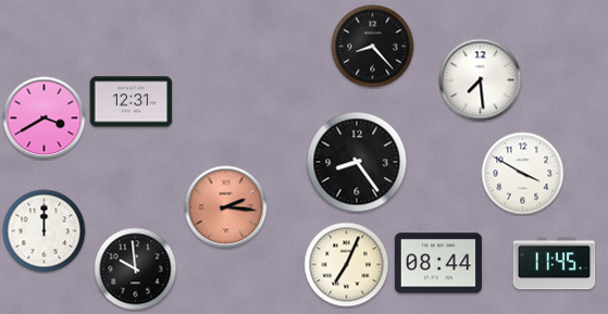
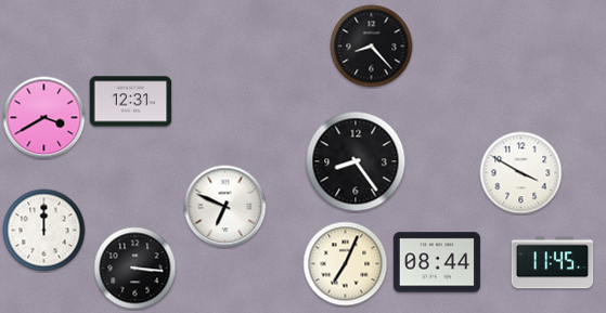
clock at (481, 80): 7:29 -> none
clock at (226, 208): 2:16 -> 6:49
clock at (226, 208) dial: salmon -> white
clock at (136, 269): 9:59 -> 3:16
